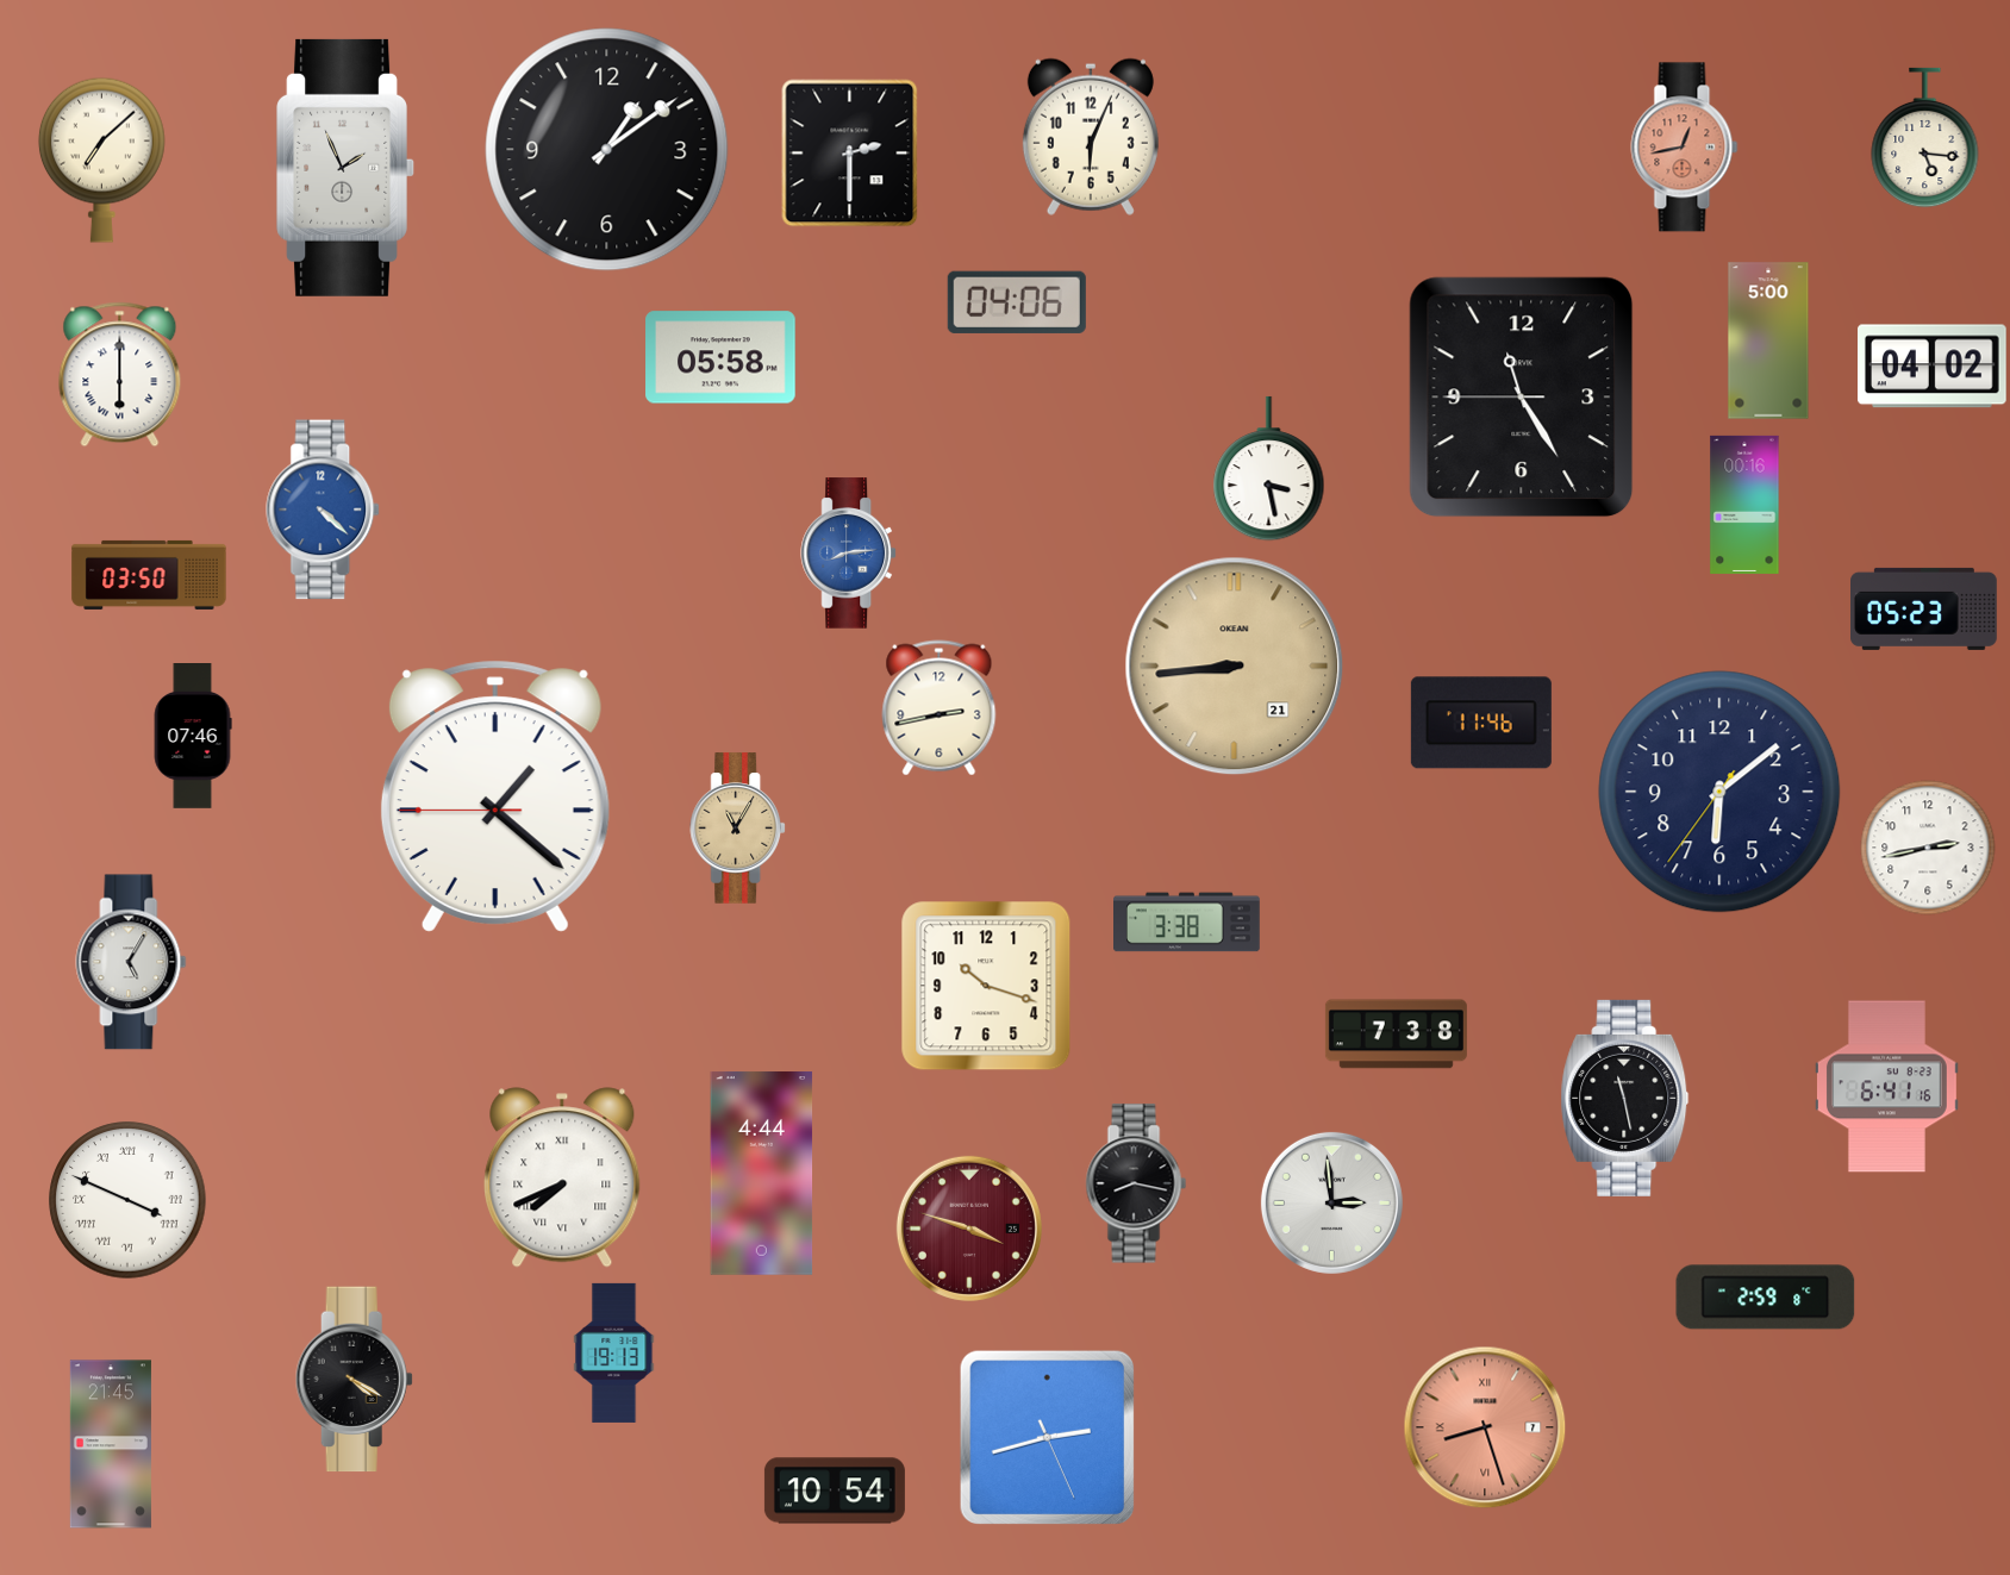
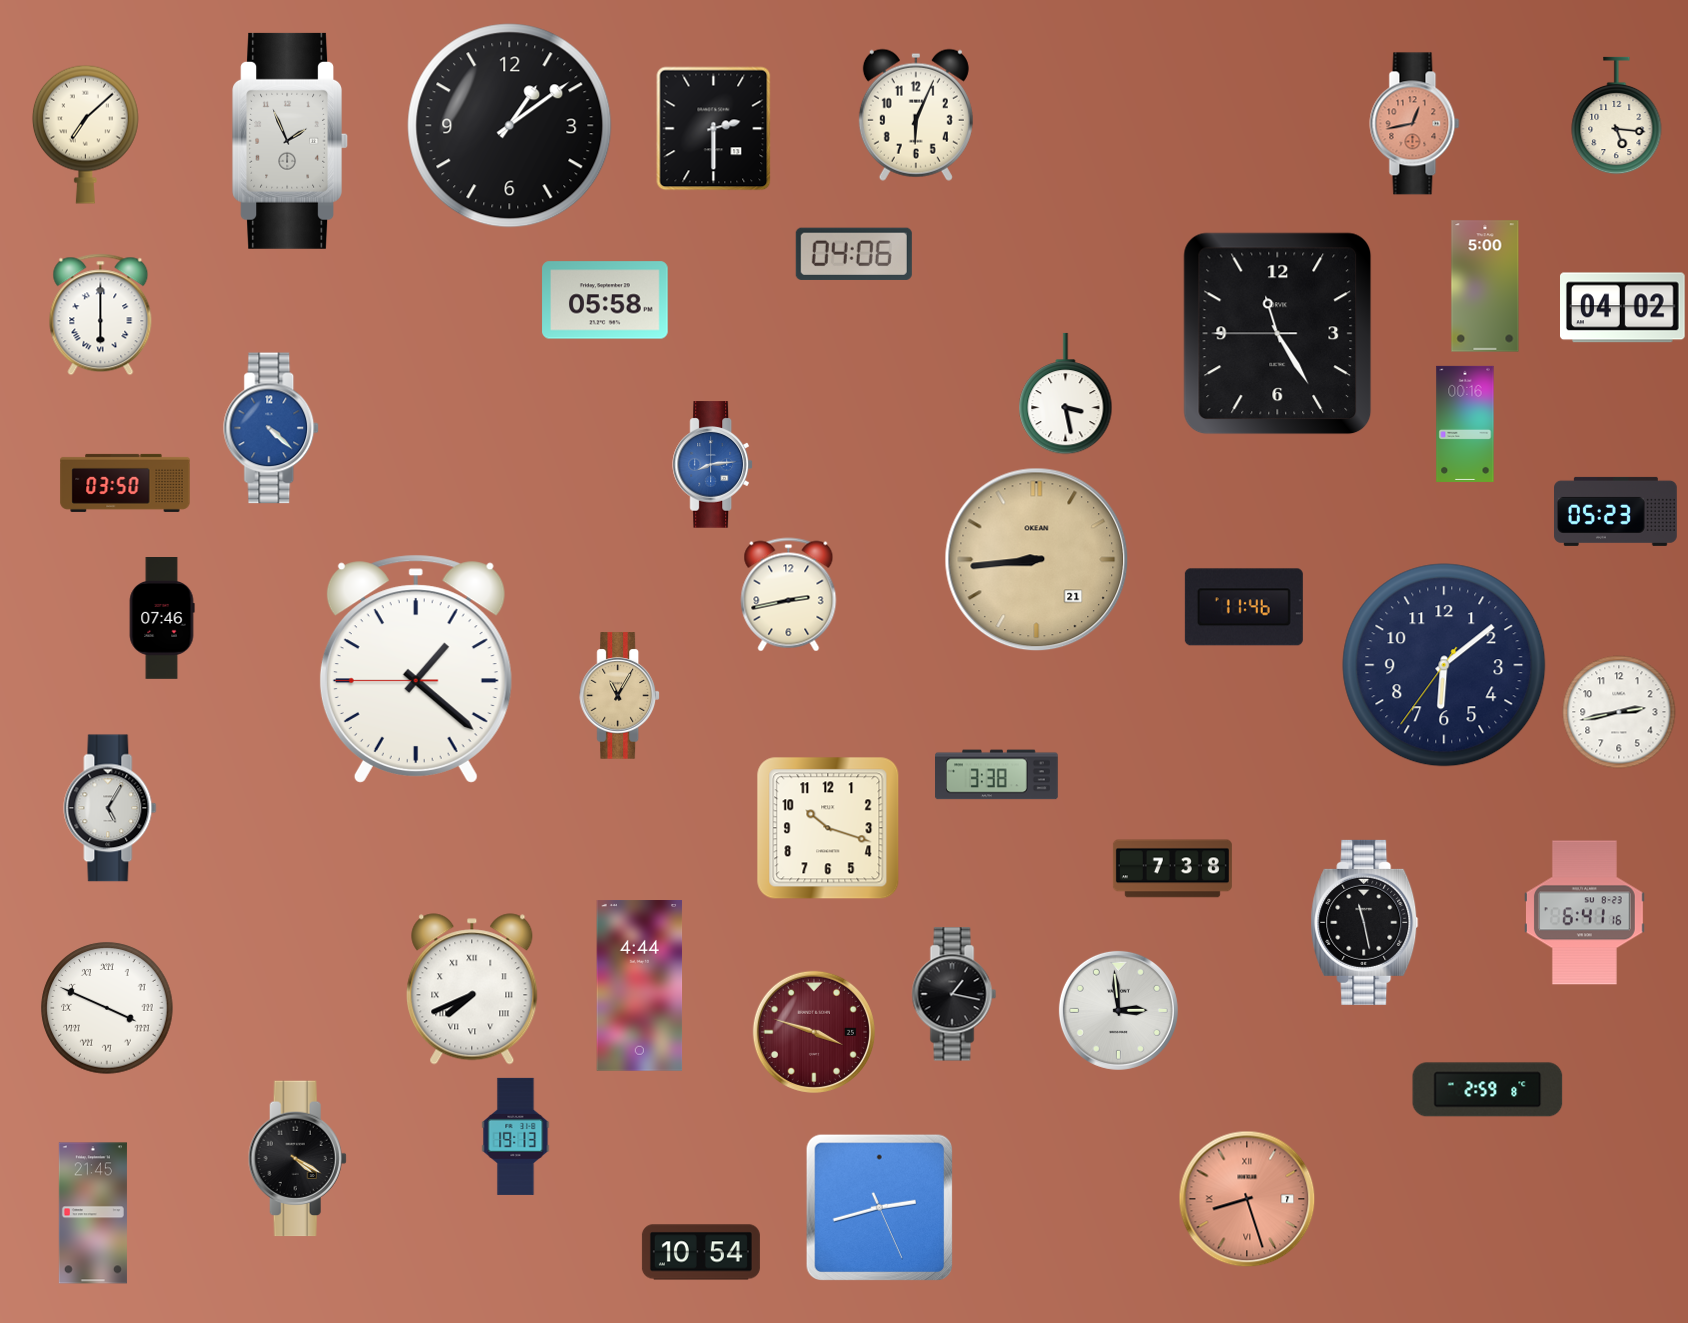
clock at (1136, 1183): 8:17 -> 1:17
clock at (1766, 1298) position: (1766, 1298) -> (1488, 1090)
